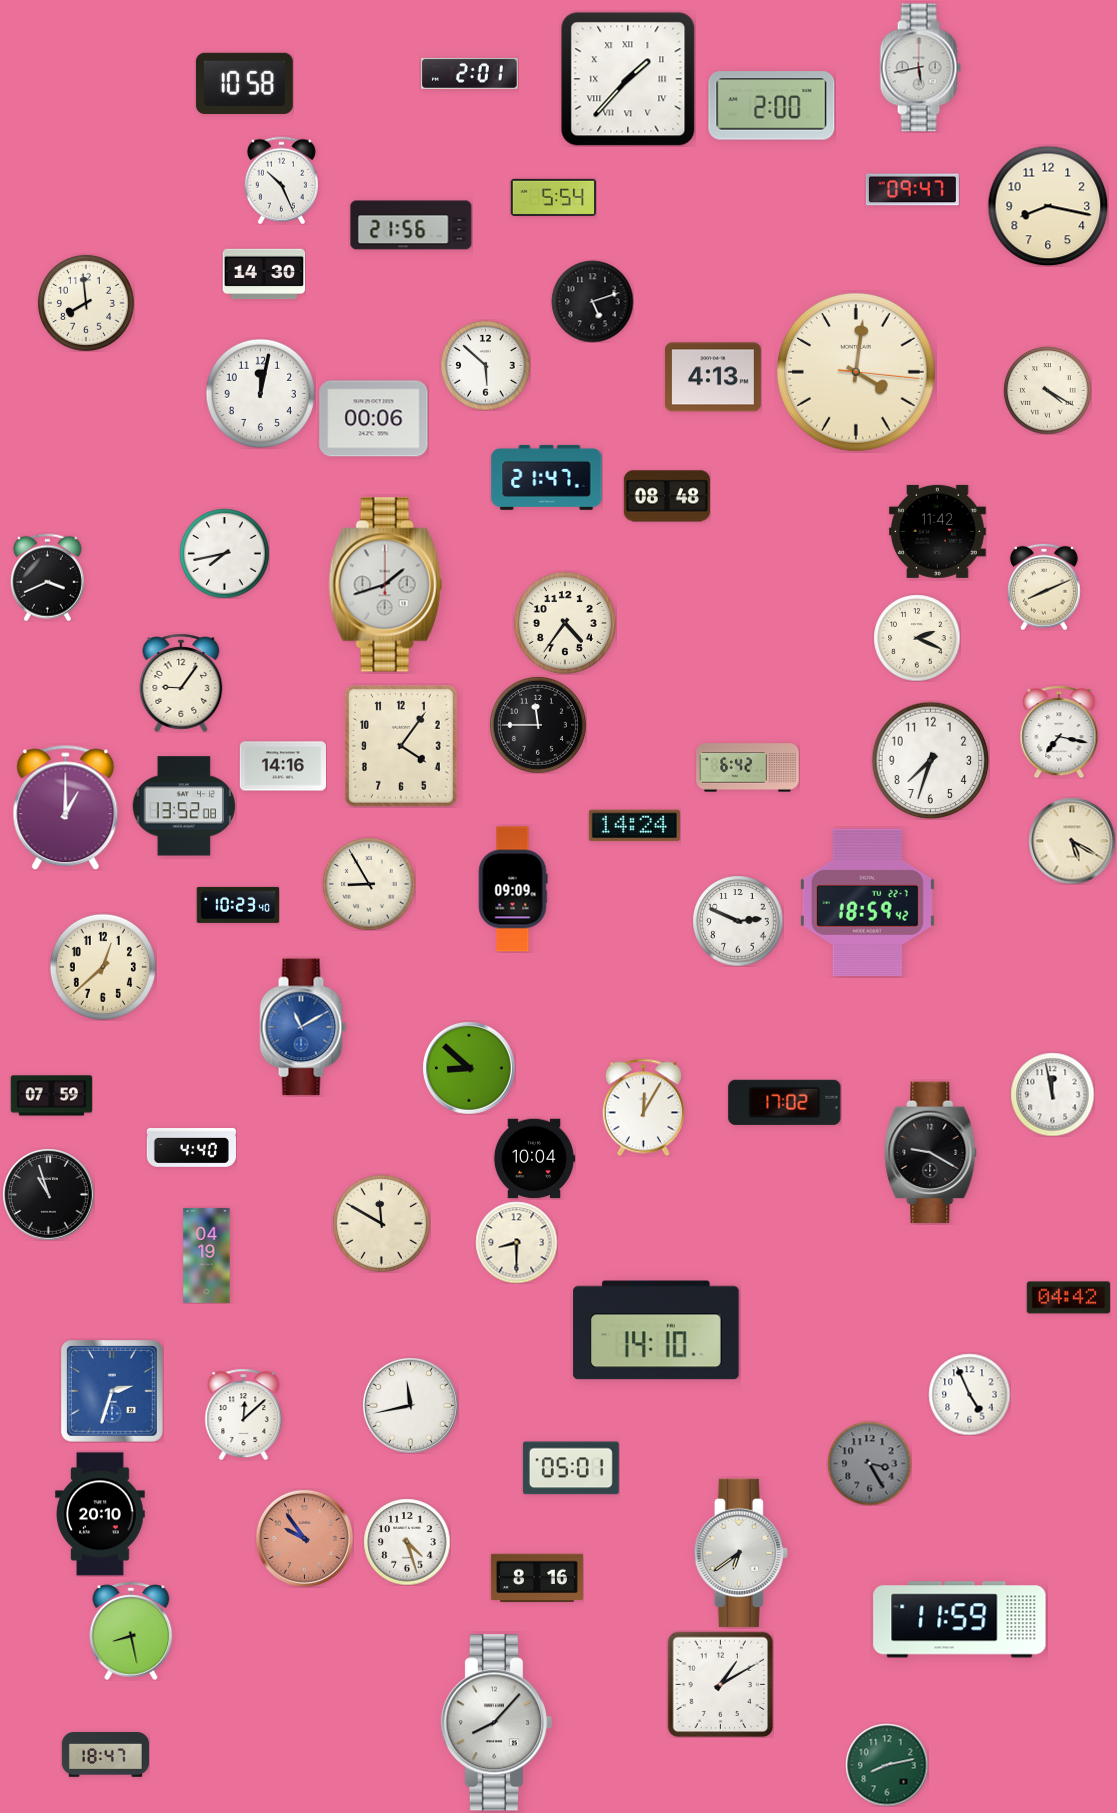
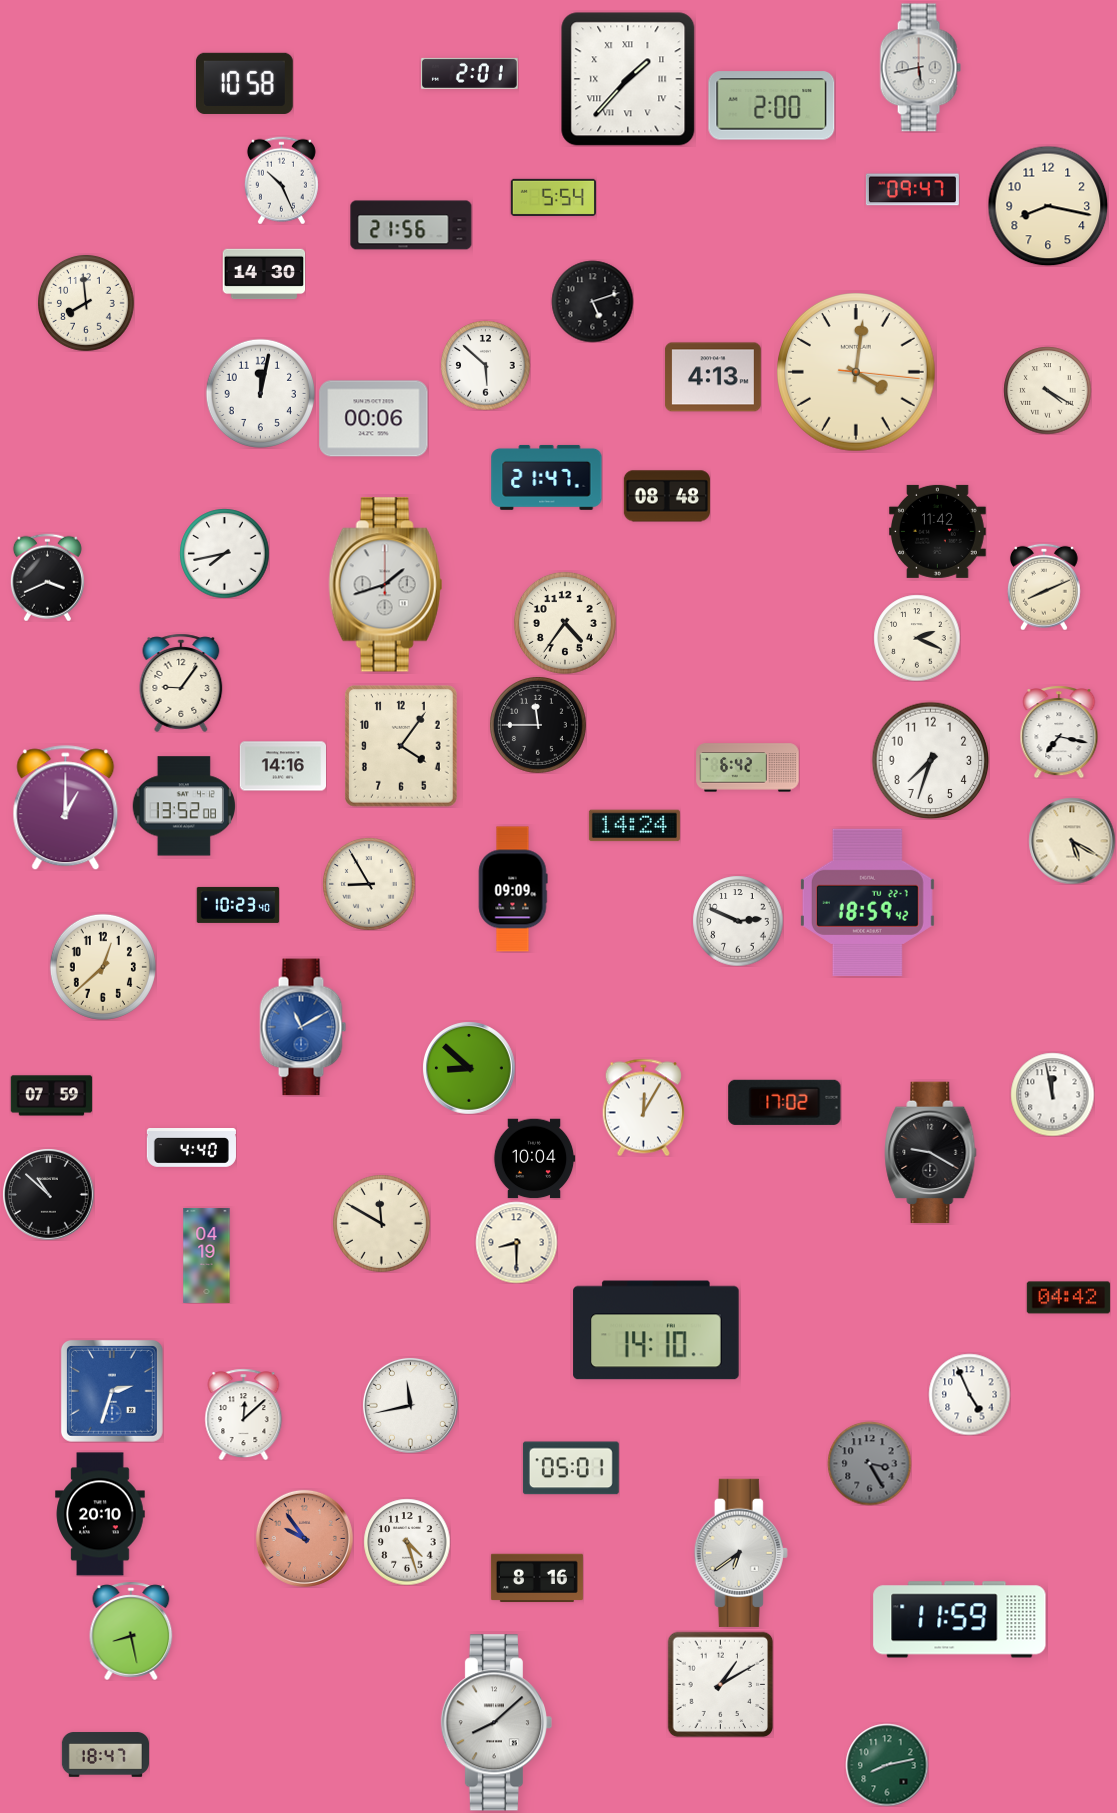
clock at (48, 1194): 10:57 -> 10:52
clock at (496, 1723): 8:07 -> 8:08
